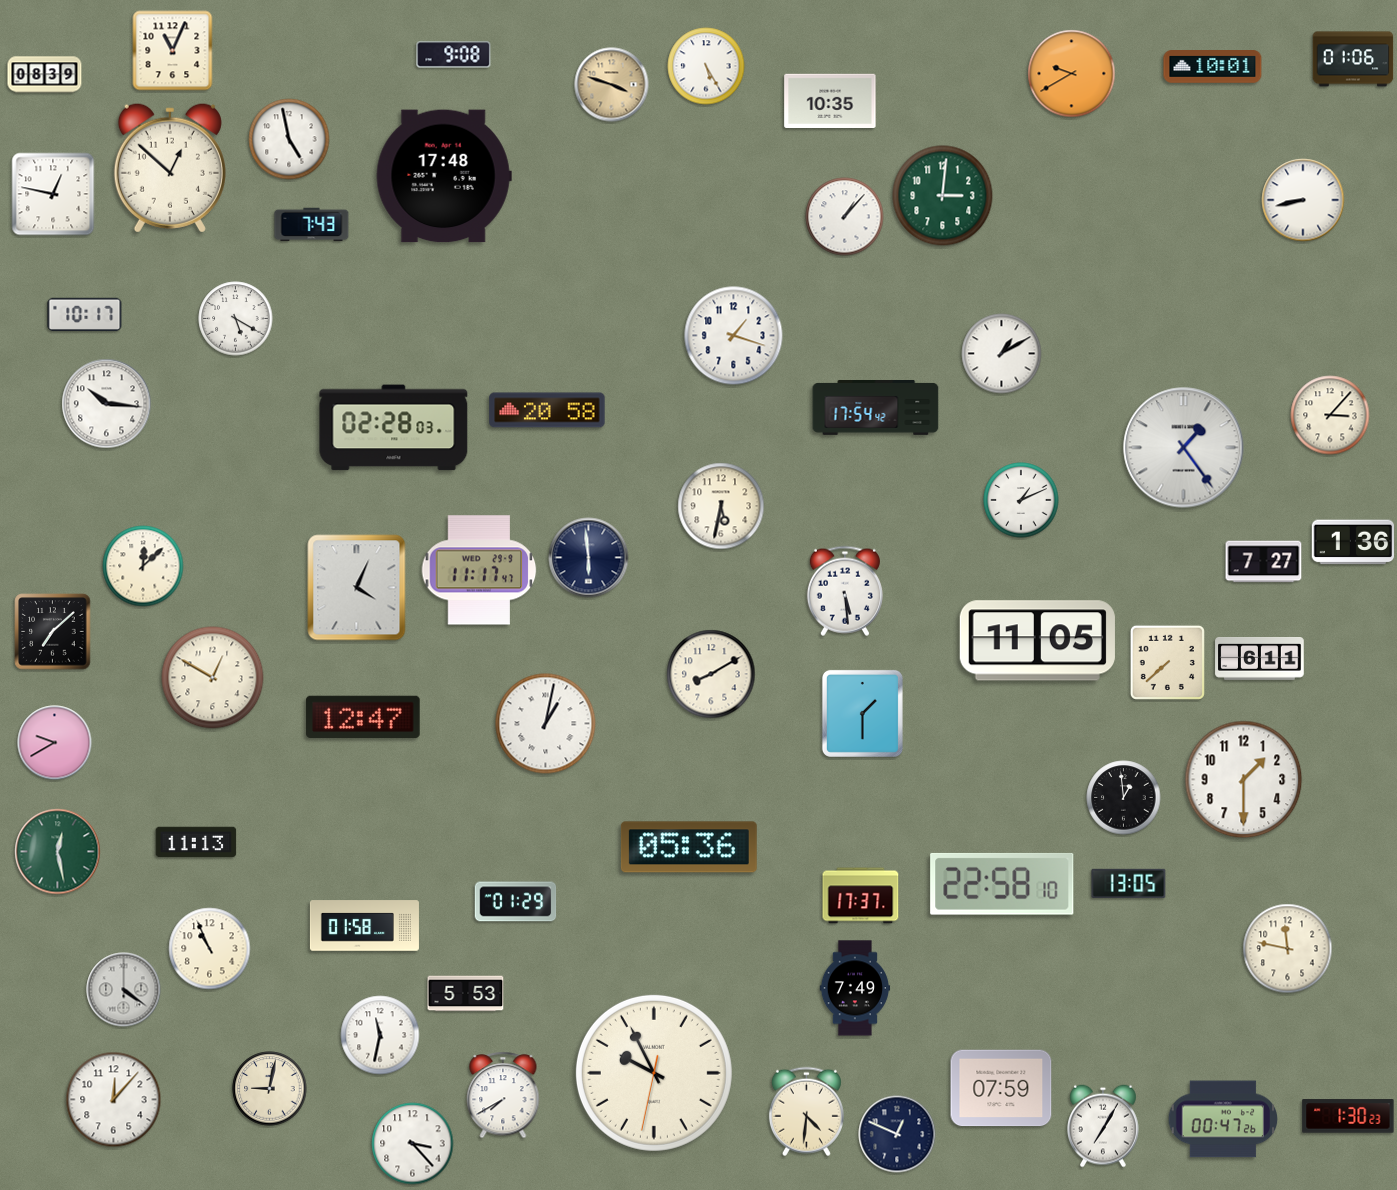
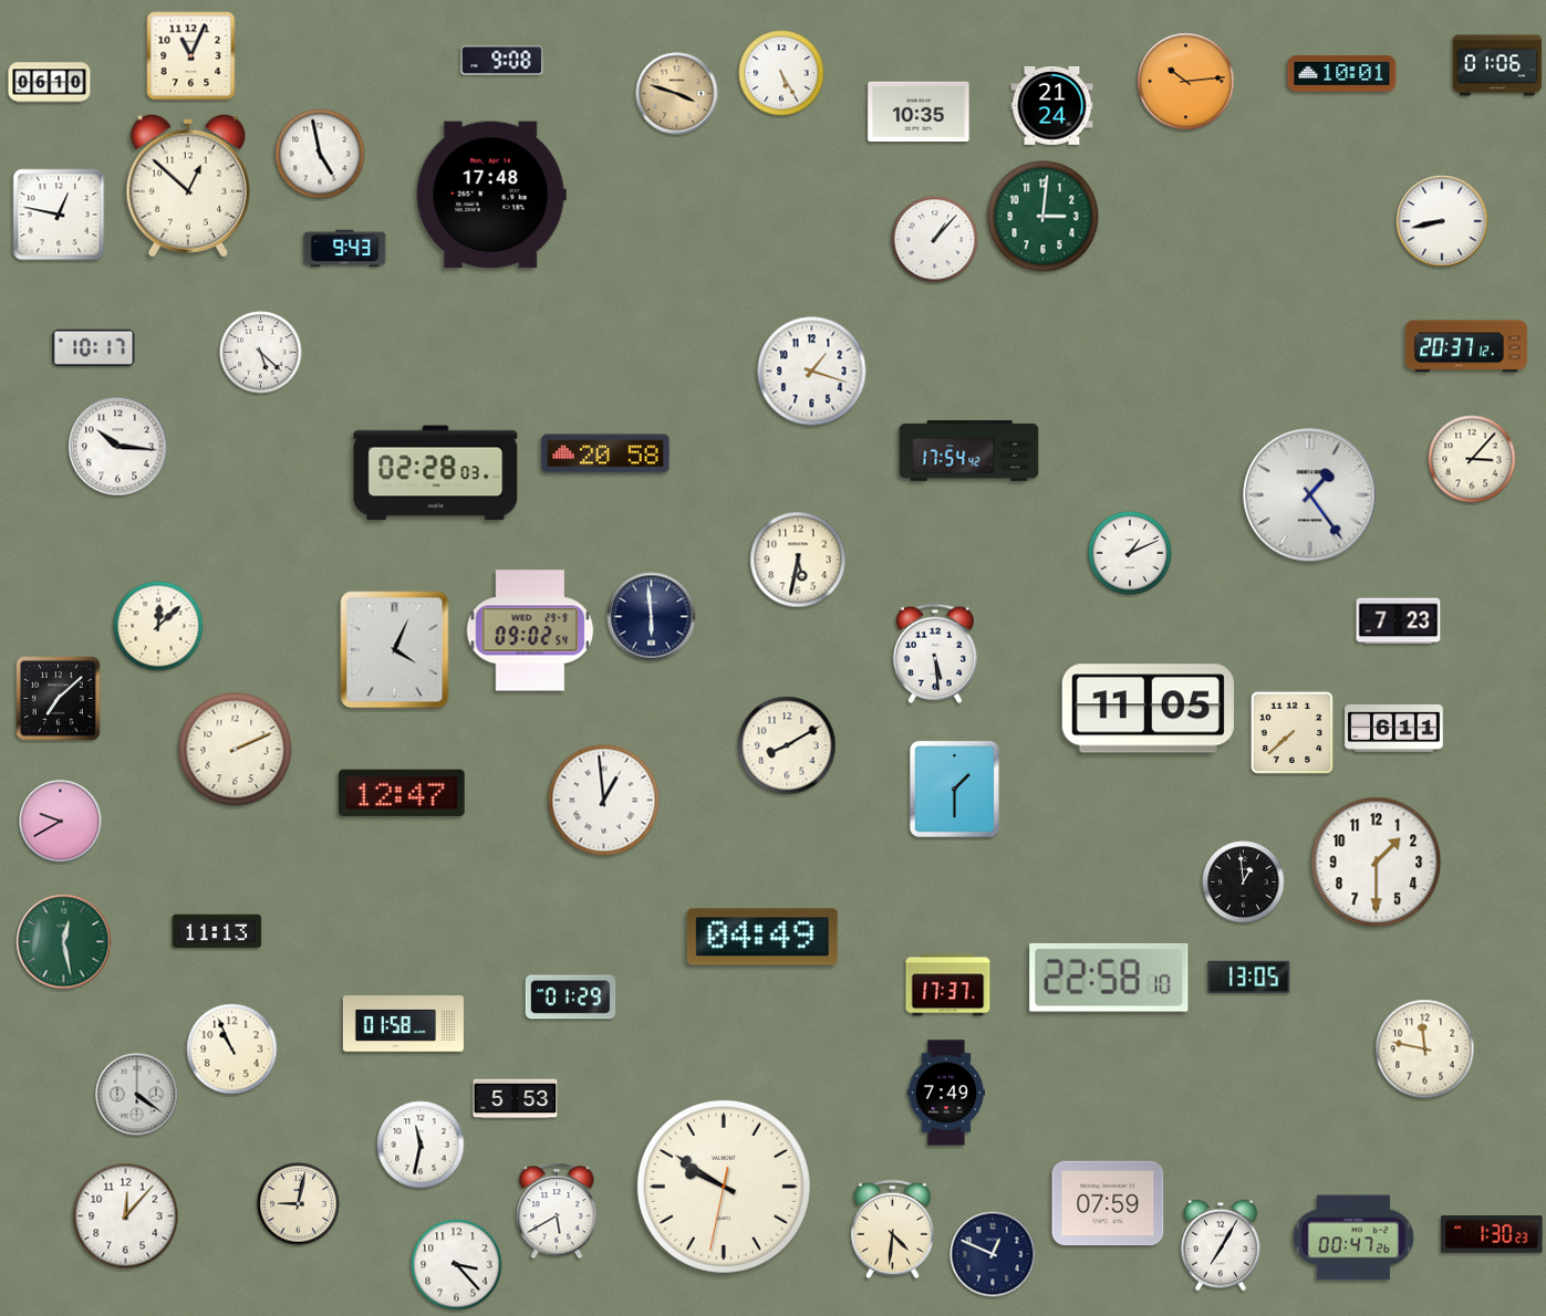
clock at (1072, 74): 9:40 -> 10:14
clock at (45, 75): 08:39 -> 06:10
clock at (1052, 105): none -> 21:24
clock at (312, 225): 7:43 -> 9:43
clock at (1466, 346): none -> 20:37
clock at (236, 319): 5:20 -> 5:22
clock at (1002, 354): 1:10 -> none
clock at (1353, 542): 1:36 -> none
clock at (1264, 562): 7:27 -> 7:23
clock at (479, 570): 11:17 -> 09:02
clock at (213, 678): 12:50 -> 2:11
clock at (546, 724): 1:02 -> 12:59
clock at (689, 847): 05:36 -> 04:49
clock at (861, 896) position: (861, 896) -> (948, 985)
clock at (654, 1073): 9:55 -> 9:50
clock at (503, 1095): 7:40 -> 5:40
